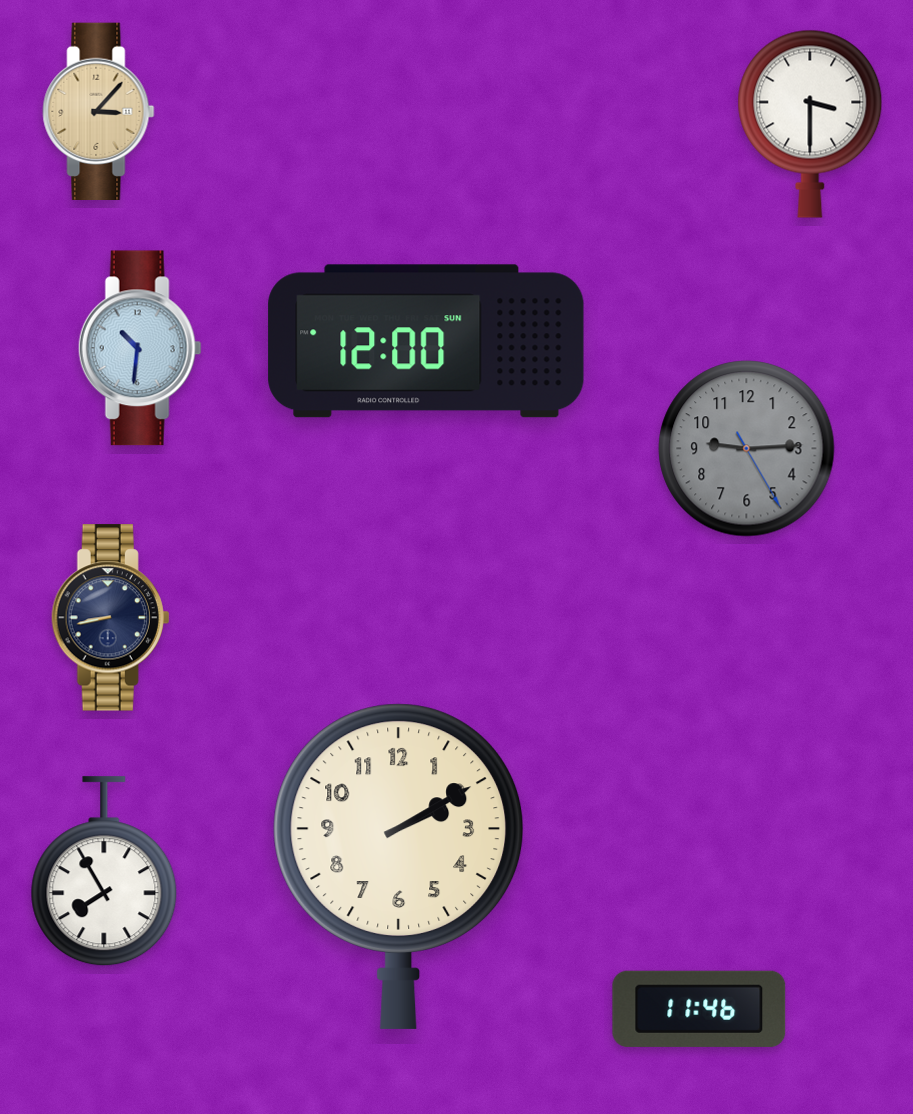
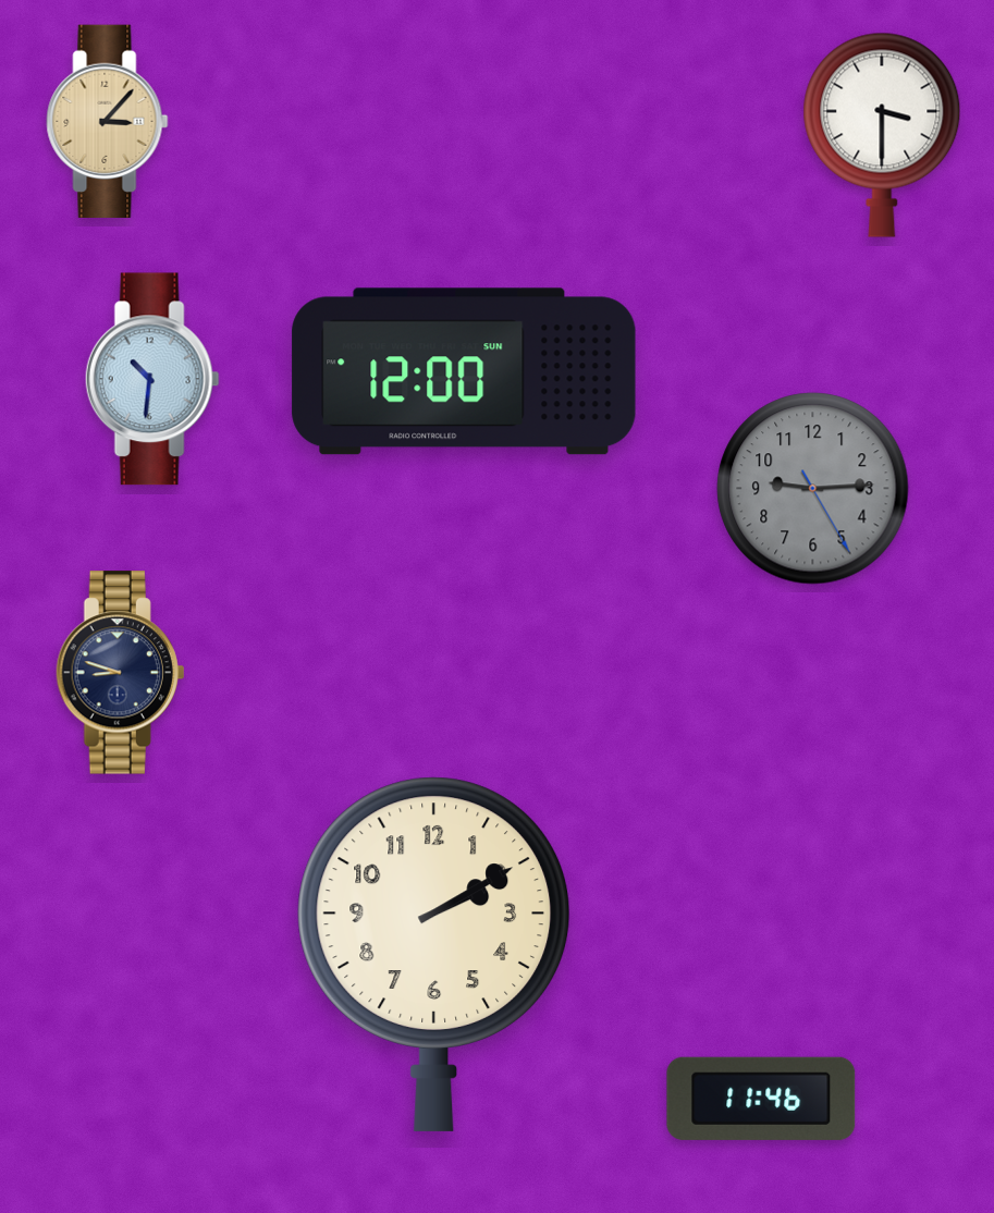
clock at (111, 618): 8:43 -> 8:48
clock at (399, 866) position: (399, 866) -> (434, 954)
clock at (104, 872): 7:55 -> none
